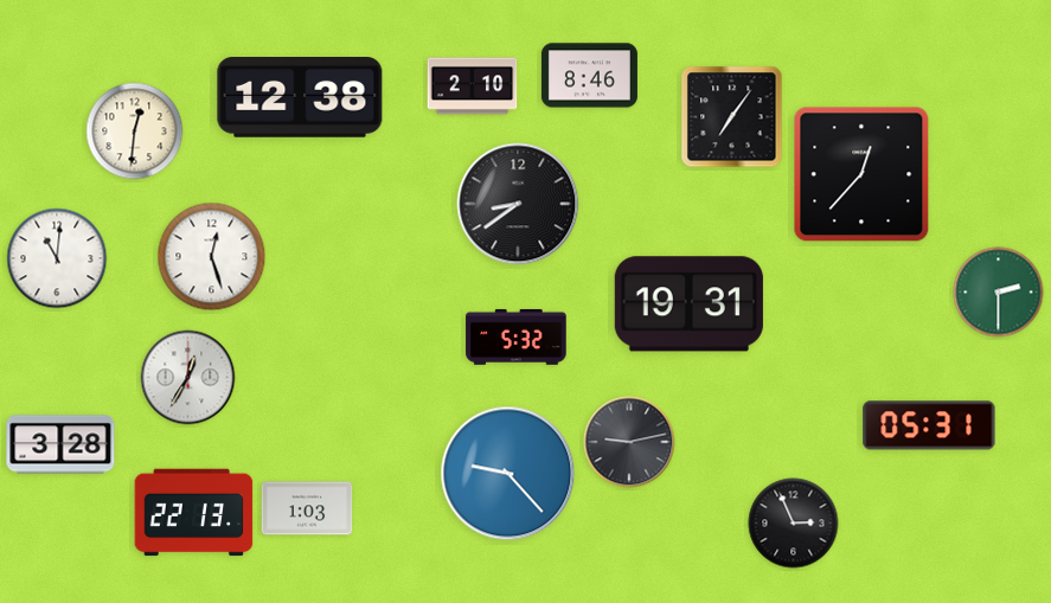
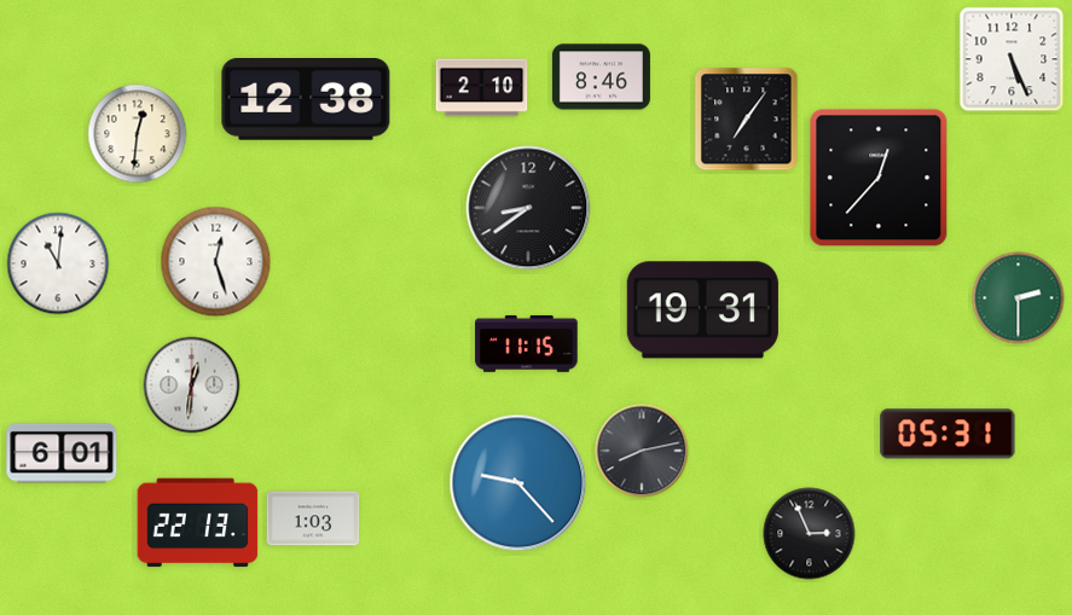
clock at (1012, 59): none -> 5:26
clock at (517, 336): 5:32 -> 11:15
clock at (188, 378): 12:35 -> 12:31
clock at (629, 442): 9:13 -> 8:13
clock at (60, 444): 3:28 -> 6:01
